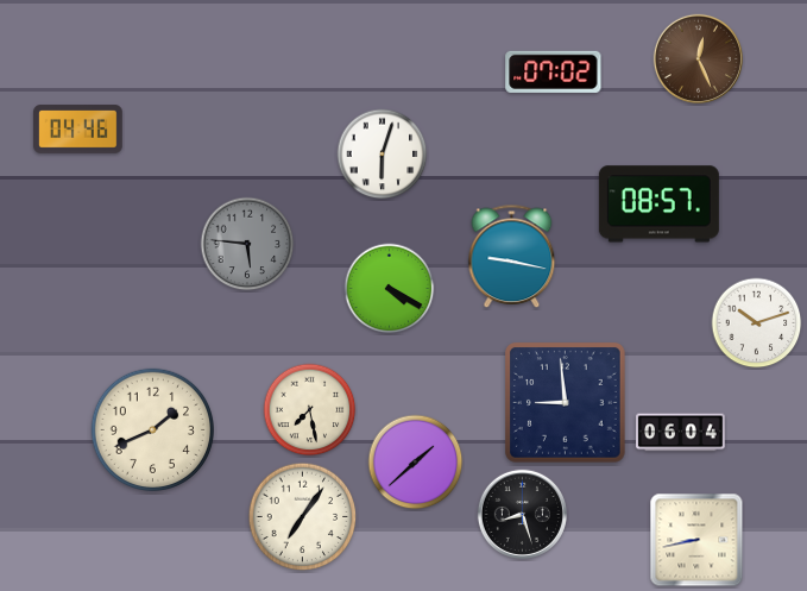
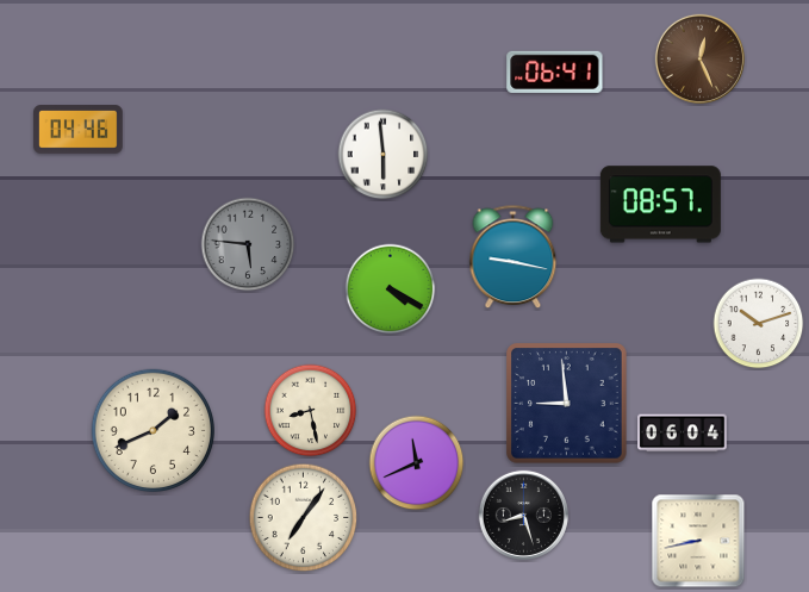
clock at (554, 71): 07:02 -> 06:41
clock at (383, 155): 6:03 -> 5:59
clock at (310, 410): 7:28 -> 8:28
clock at (416, 463): 1:38 -> 11:41
